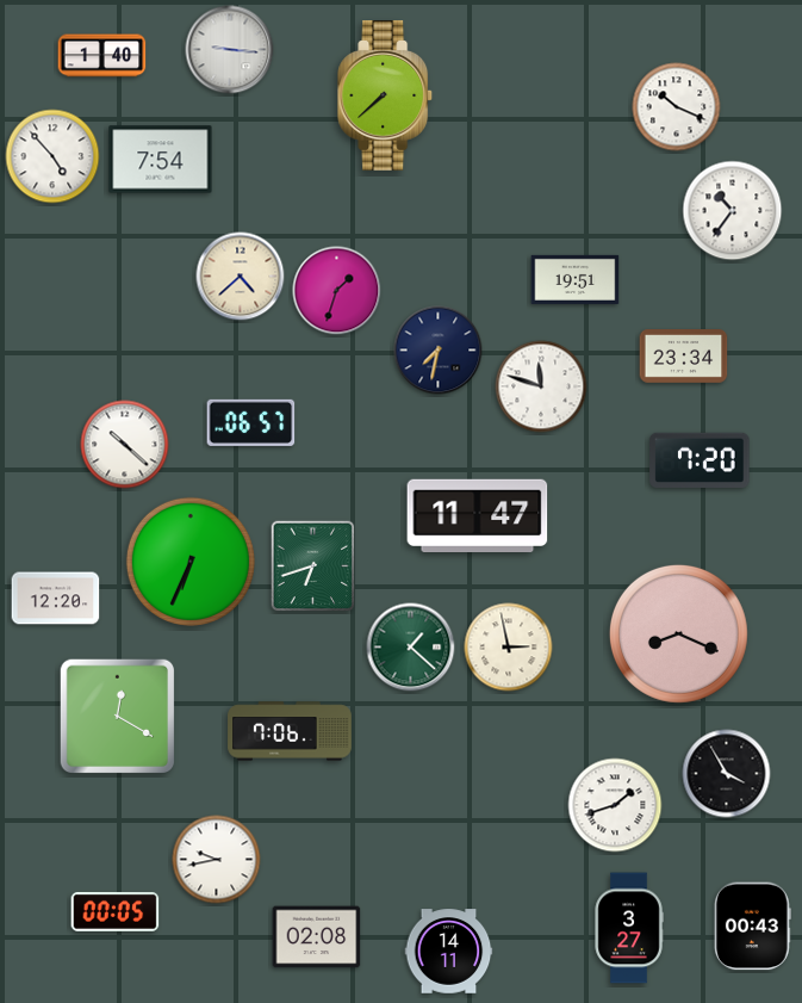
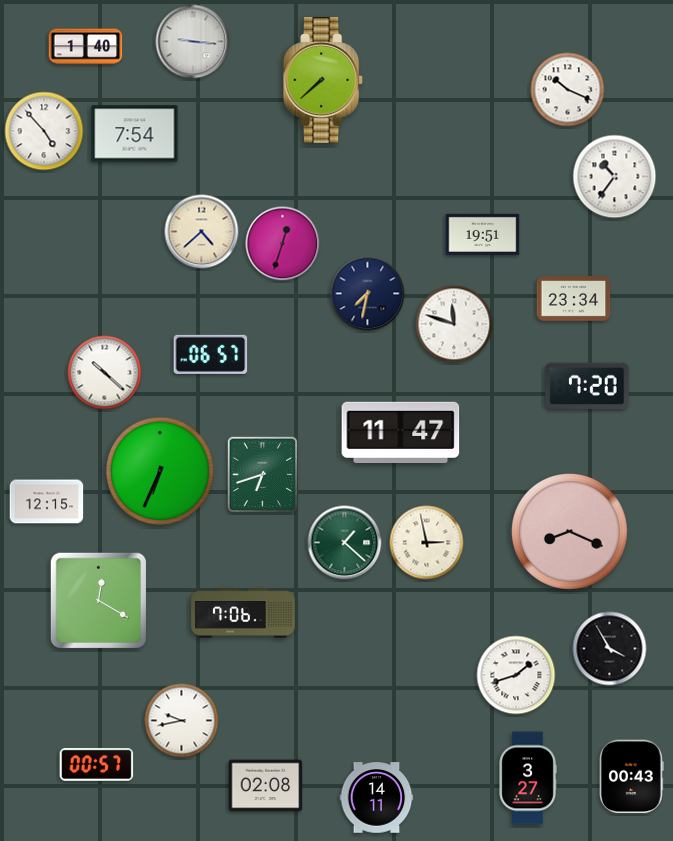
clock at (337, 291): 1:33 -> 12:33
clock at (56, 599): 12:20 -> 12:15
clock at (116, 911): 00:05 -> 00:57
